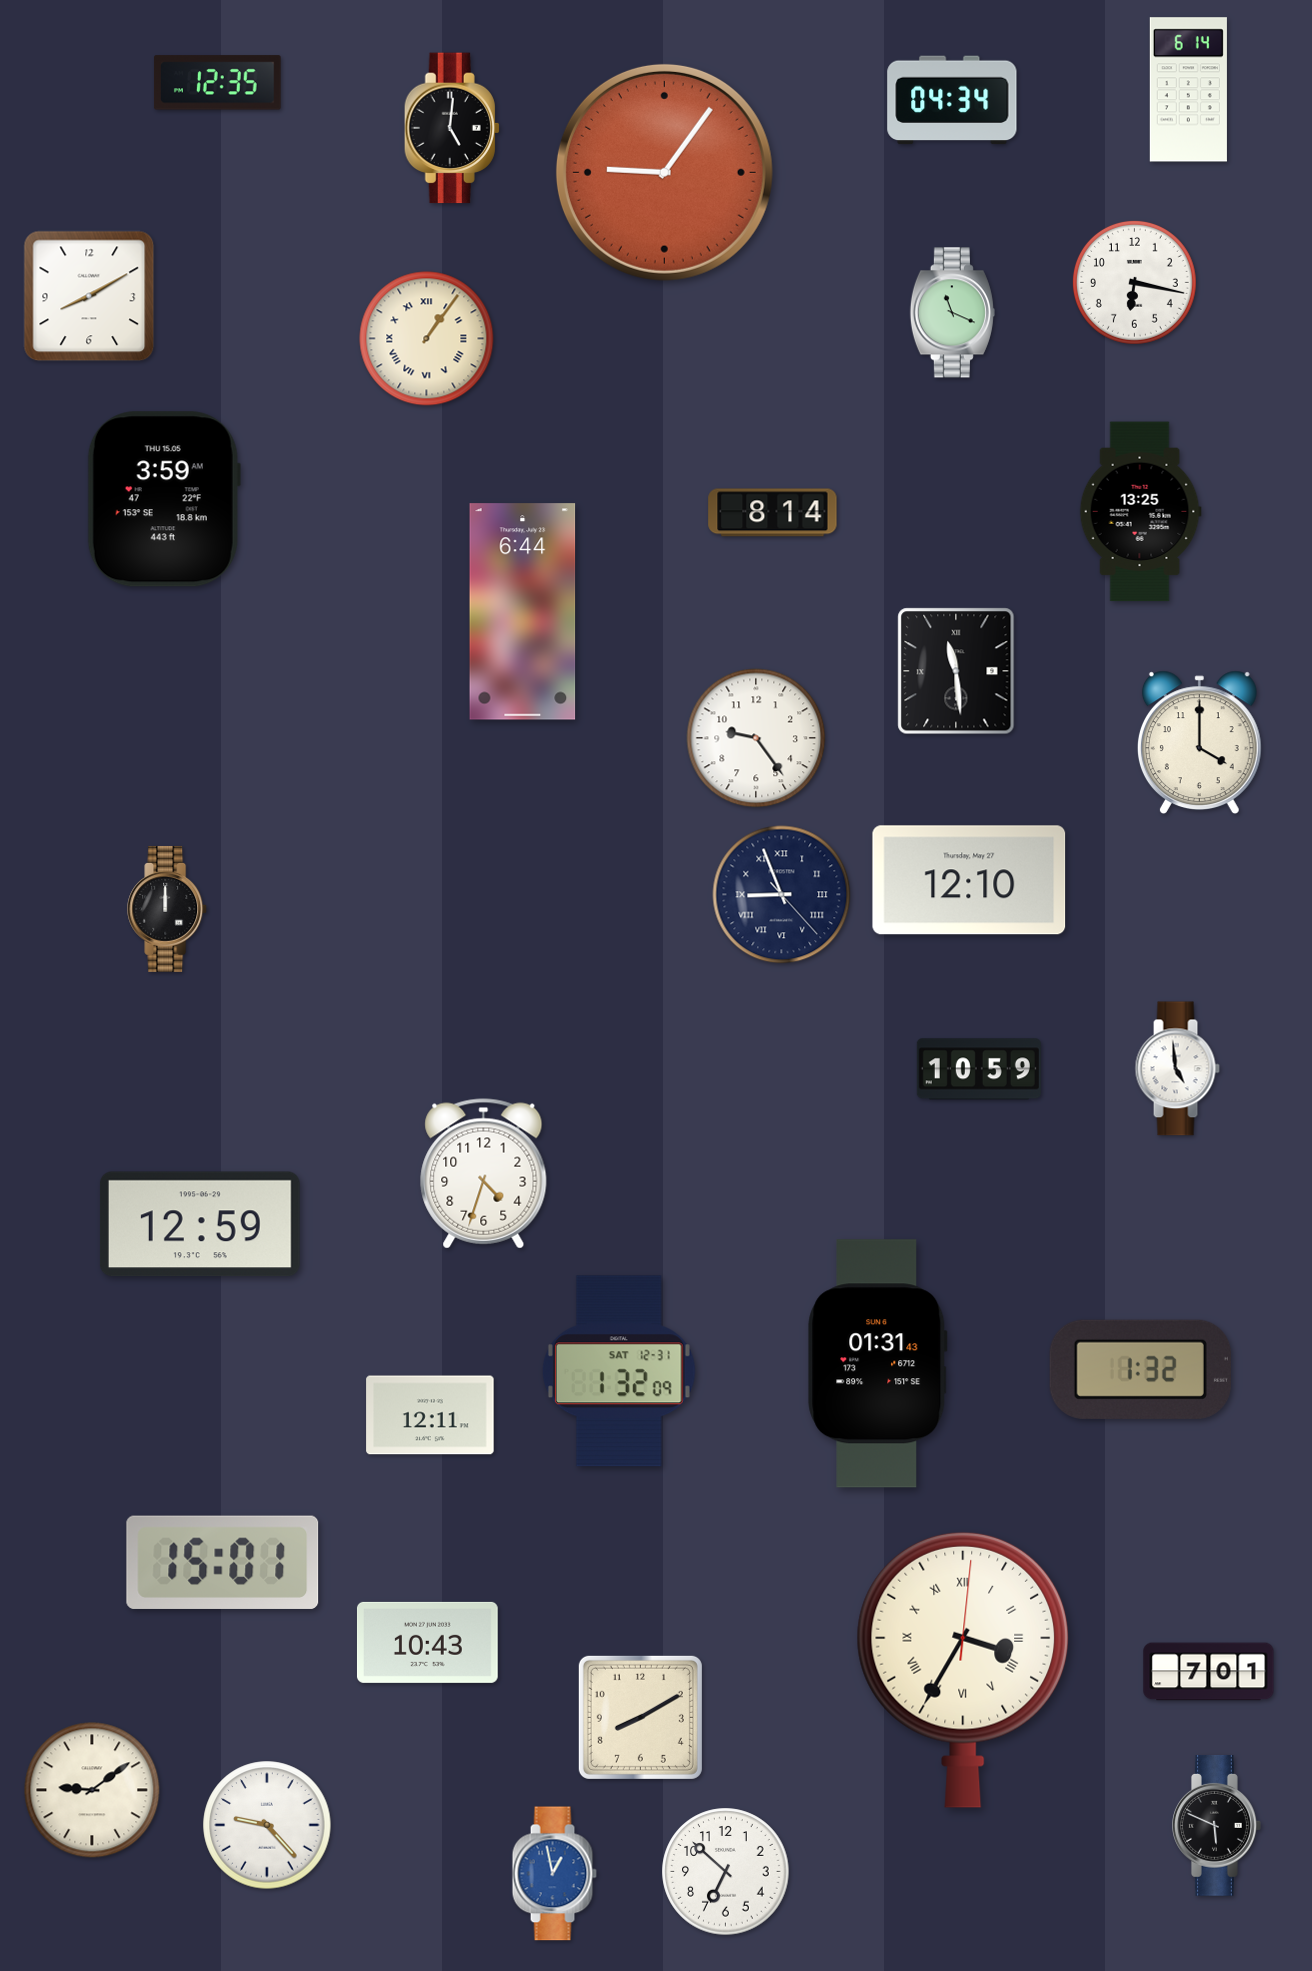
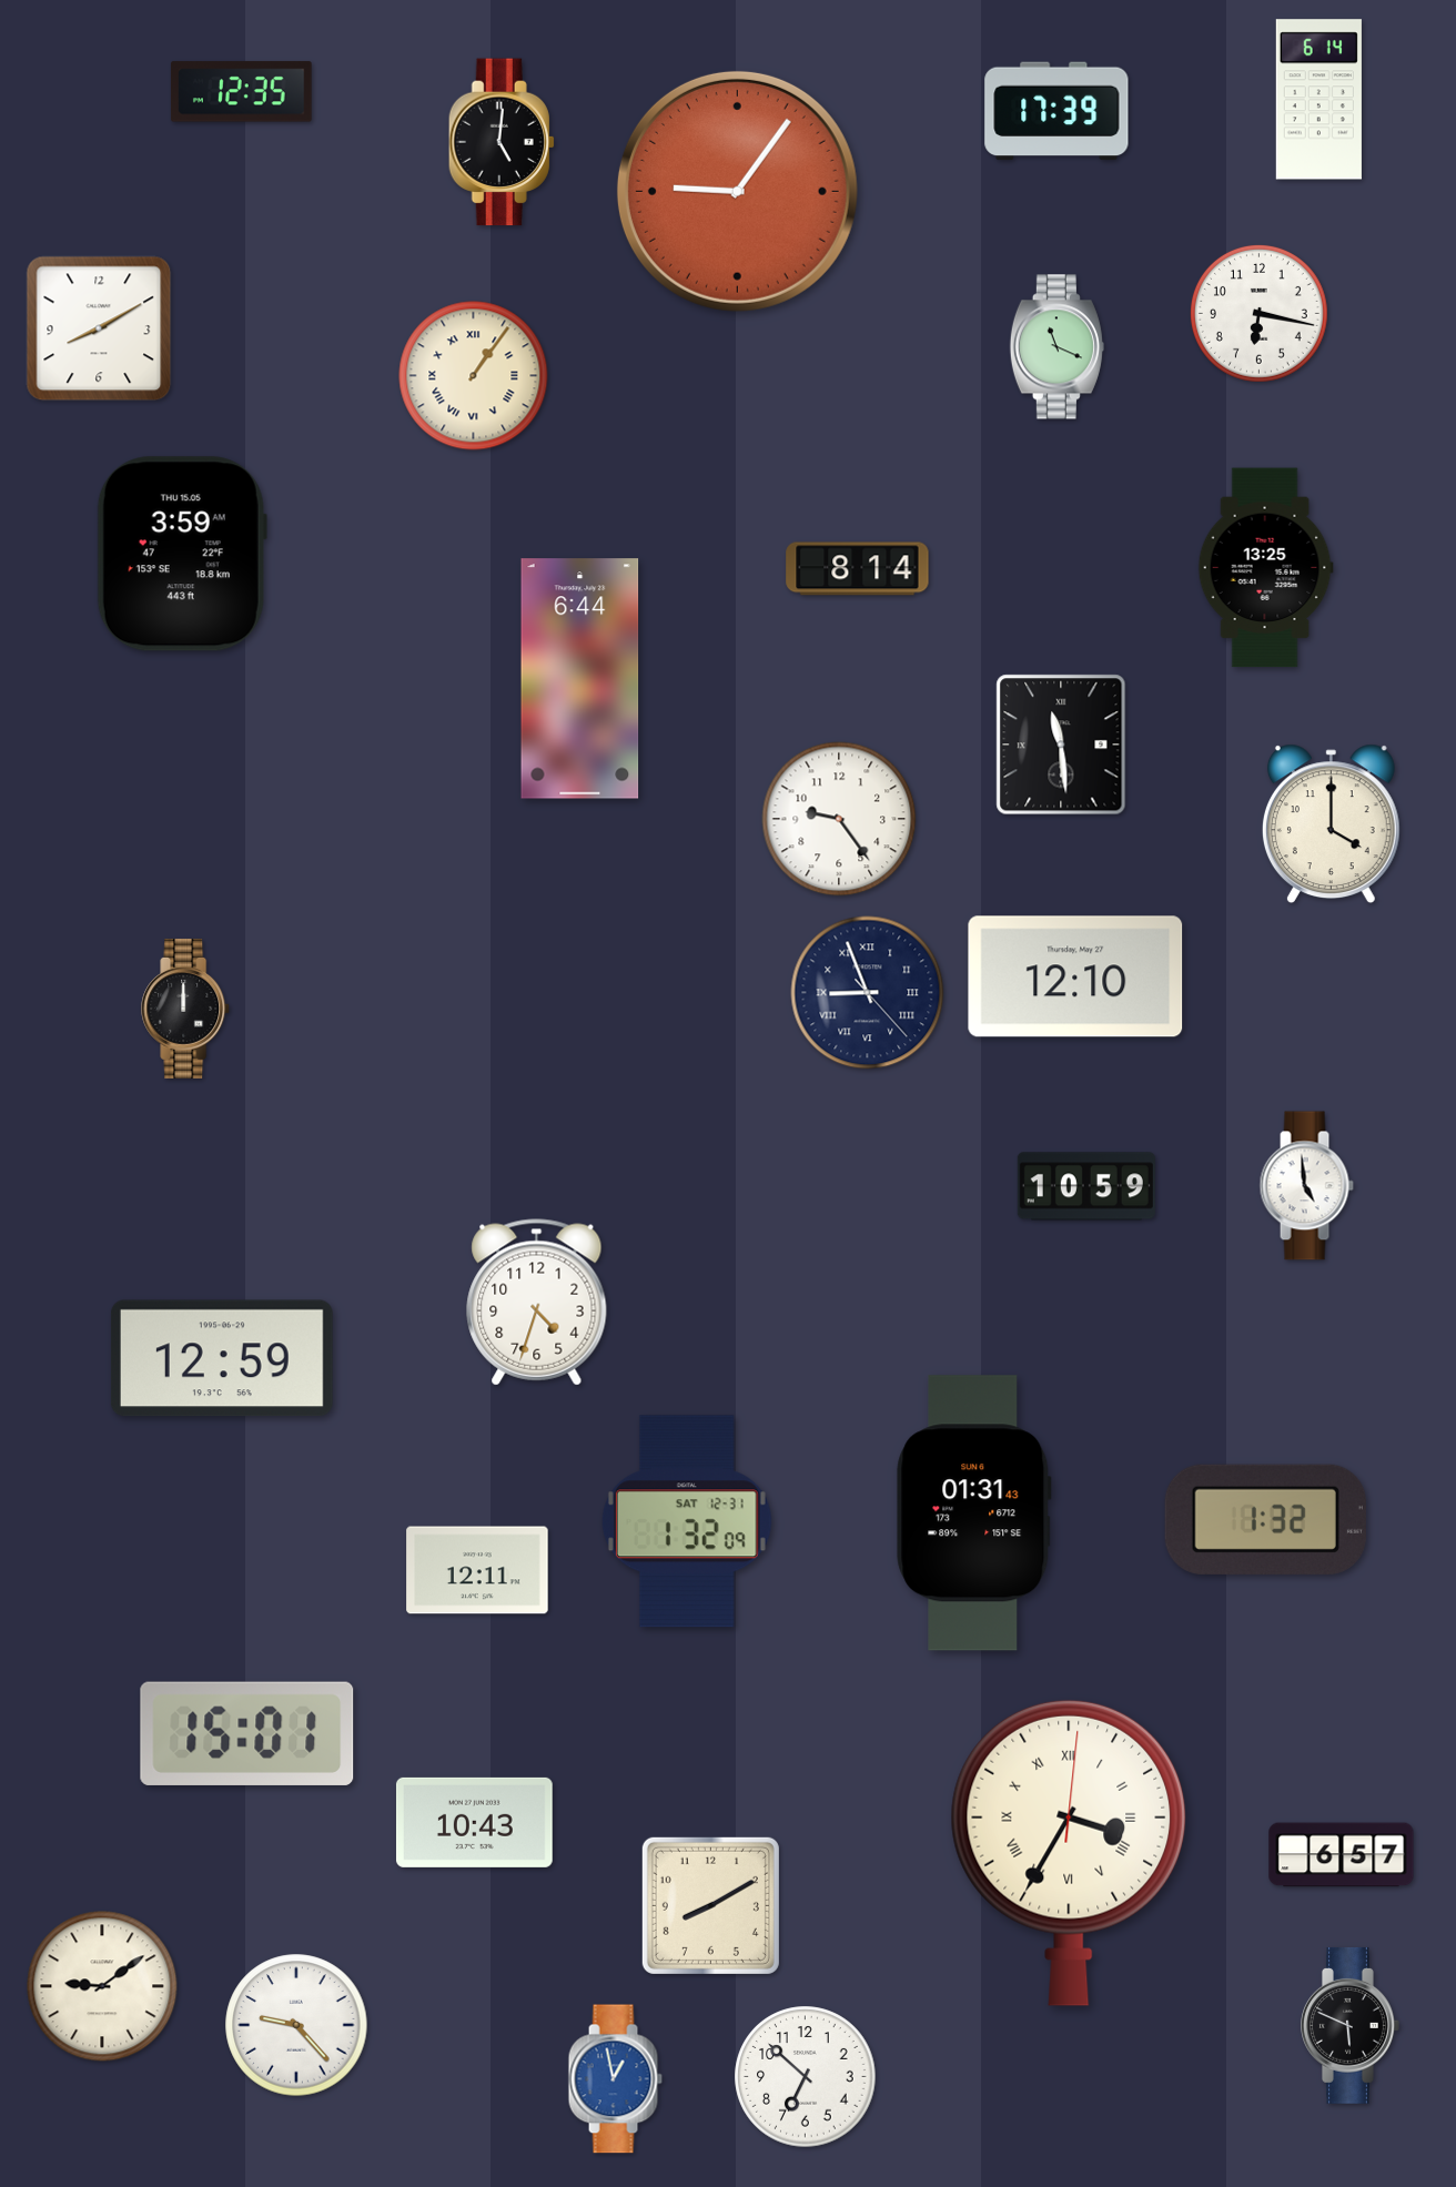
clock at (952, 100): 04:34 -> 17:39
clock at (1209, 1672): 7:01 -> 6:57
